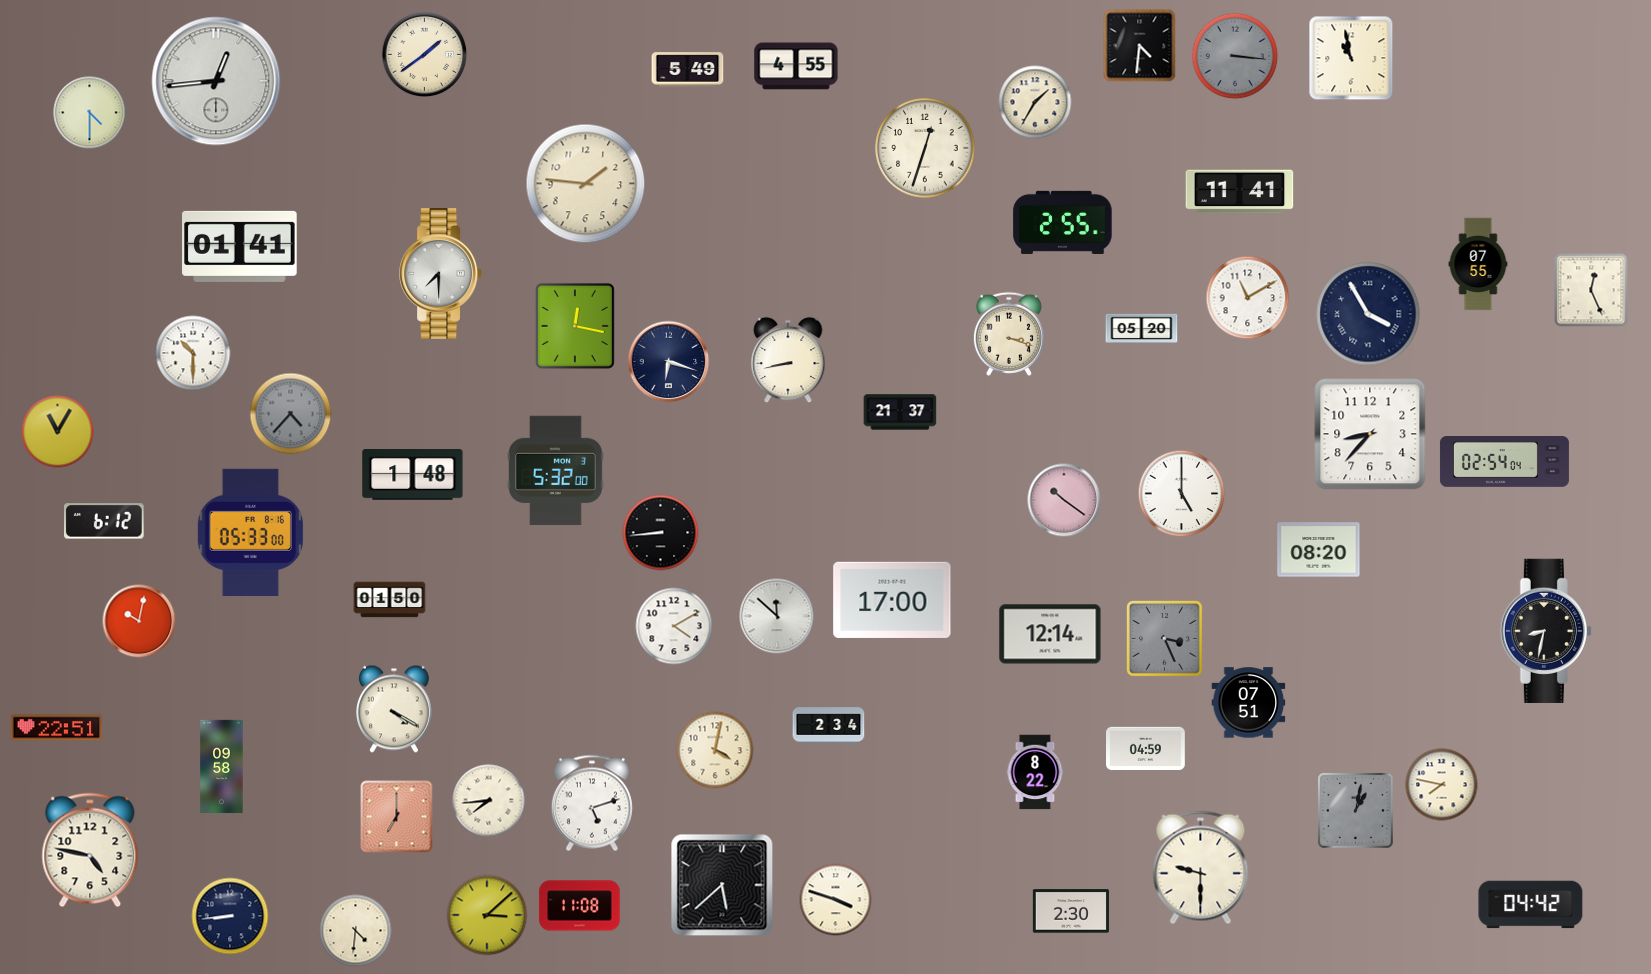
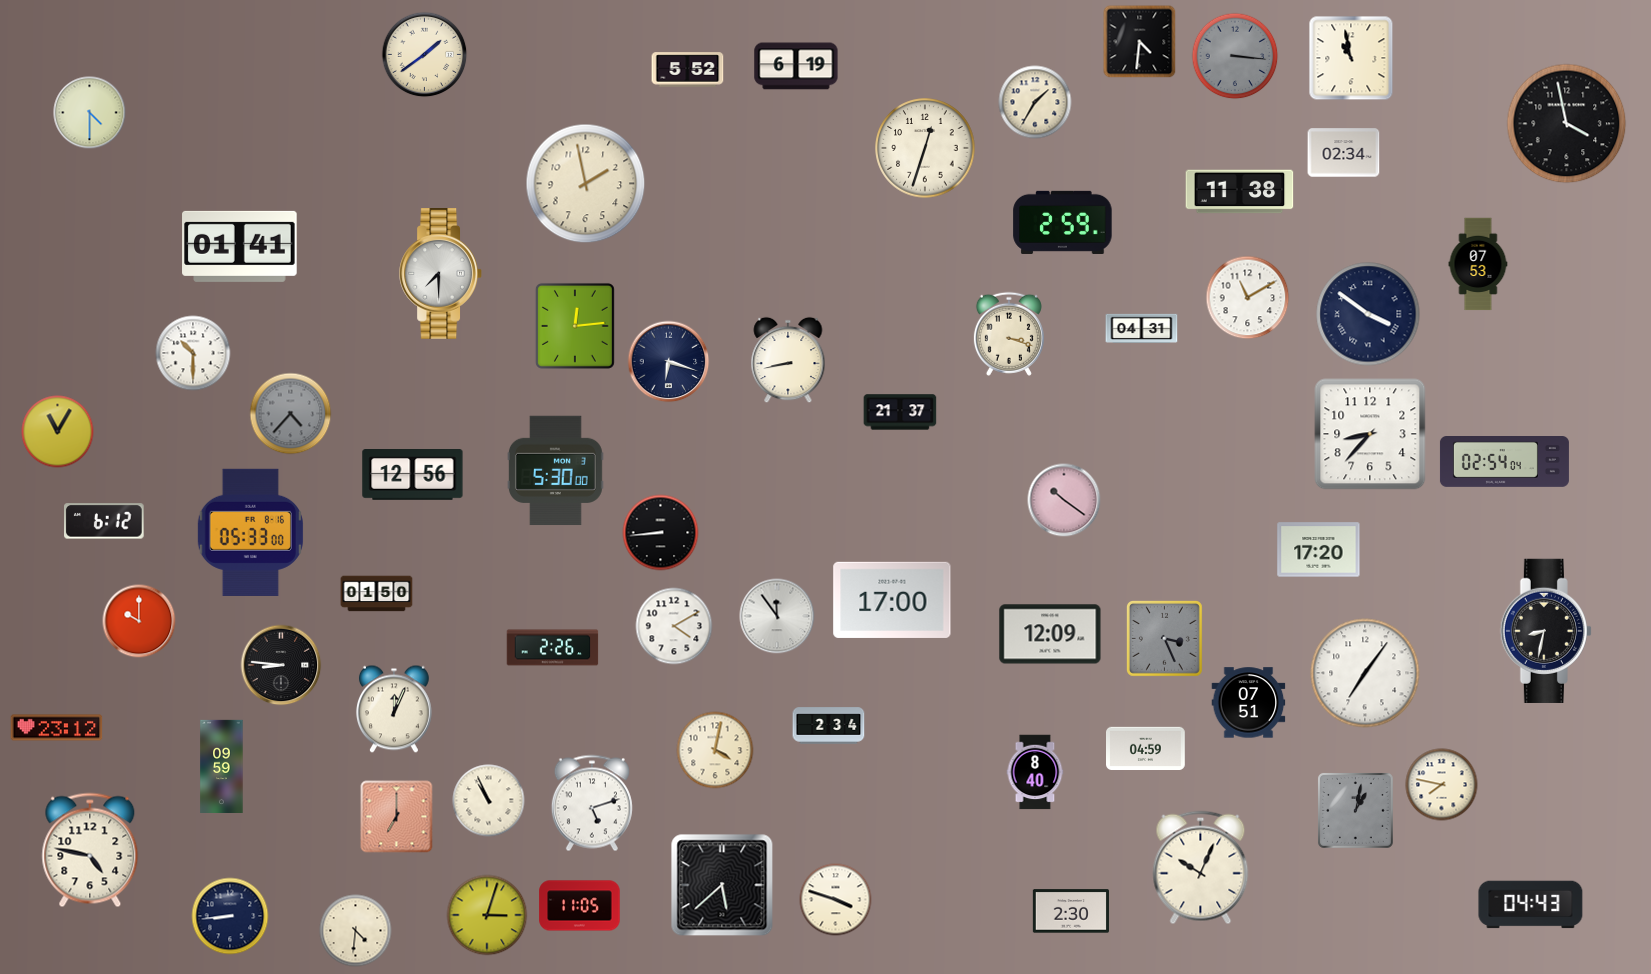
clock at (1140, 46) position: (1140, 46) -> (1140, 42)
clock at (796, 66): 4:55 -> 6:19
clock at (688, 70): 5:49 -> 5:52
clock at (216, 81): 12:44 -> none
clock at (1567, 124): none -> 3:58
clock at (1344, 153): none -> 02:34
clock at (586, 184): 1:46 -> 1:58
clock at (1240, 192): 11:41 -> 11:38
clock at (1063, 222): 2:55 -> 2:59
clock at (1478, 264): 07:55 -> 07:53
clock at (1591, 290): 12:26 -> none
clock at (1368, 314): 3:55 -> 3:51
clock at (575, 326): 12:17 -> 12:14
clock at (1142, 328): 05:20 -> 04:31
clock at (555, 471): 5:32 -> 5:30
clock at (413, 475): 1:48 -> 12:56
clock at (1182, 494): 5:00 -> none
clock at (1319, 550): 08:20 -> 17:20
clock at (390, 600) position: (390, 600) -> (377, 594)
clock at (777, 616): 11:52 -> 11:54
clock at (139, 621): 10:02 -> 10:00
clock at (1050, 634): 12:14 -> 12:09
clock at (553, 648): none -> 2:26
clock at (281, 665): none -> 8:46
clock at (1365, 673): none -> 7:06
clock at (394, 709): 4:20 -> 12:04
clock at (57, 728): 22:51 -> 23:12
clock at (222, 766): 09:58 -> 09:59
clock at (1035, 772): 8:22 -> 8:40
clock at (489, 801): 7:44 -> 10:56
clock at (1201, 868): 9:30 -> 10:04
clock at (1531, 905): 04:42 -> 04:43
clock at (580, 906): 11:08 -> 11:05
clock at (487, 915): 3:08 -> 3:03
